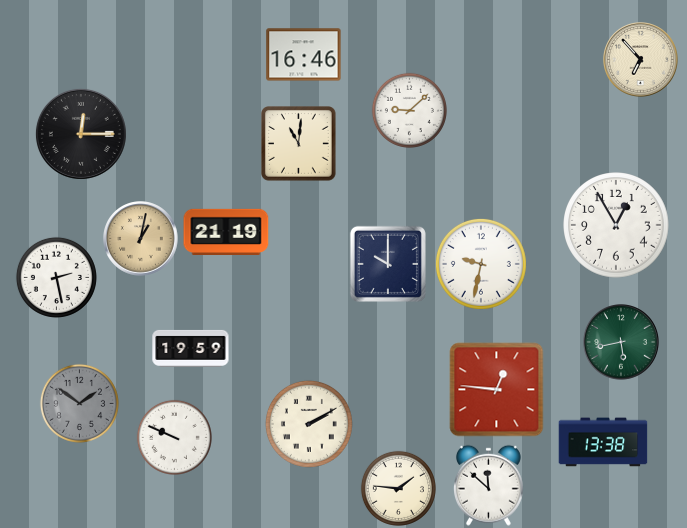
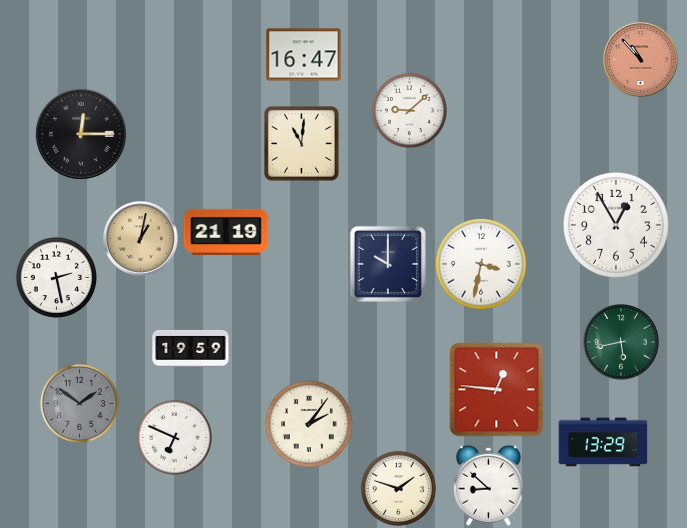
clock at (304, 55): 16:46 -> 16:47
clock at (641, 60): 6:53 -> 10:53
clock at (641, 60) dial: cream -> salmon
clock at (299, 144) position: (299, 144) -> (302, 144)
clock at (481, 264): 9:32 -> 3:32
clock at (309, 424): 2:10 -> 2:06
clock at (174, 437): 9:49 -> 6:49
clock at (603, 442): 13:38 -> 13:29
clock at (488, 485): 11:52 -> 8:52
clock at (398, 488): 1:46 -> 1:48
